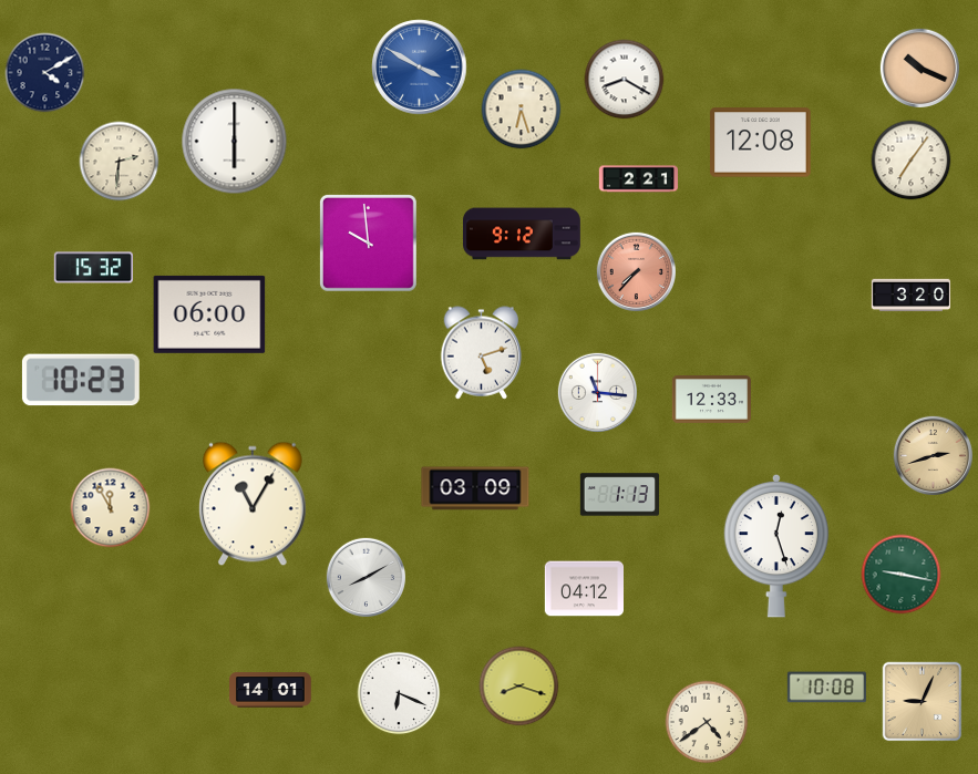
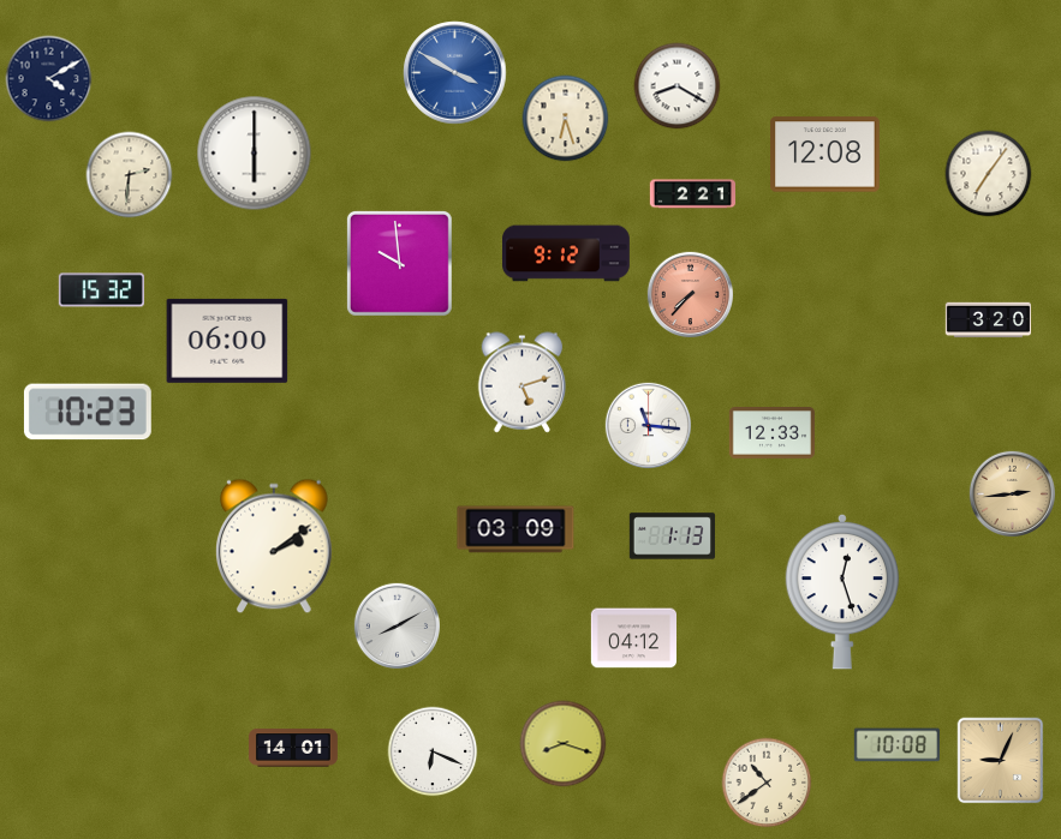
clock at (919, 68): 10:19 -> none
clock at (933, 455): 2:42 -> 2:44
clock at (254, 504): 11:05 -> 2:09
clock at (111, 508): 11:55 -> none
clock at (902, 575): 9:17 -> none
clock at (707, 722): 4:39 -> 10:39
